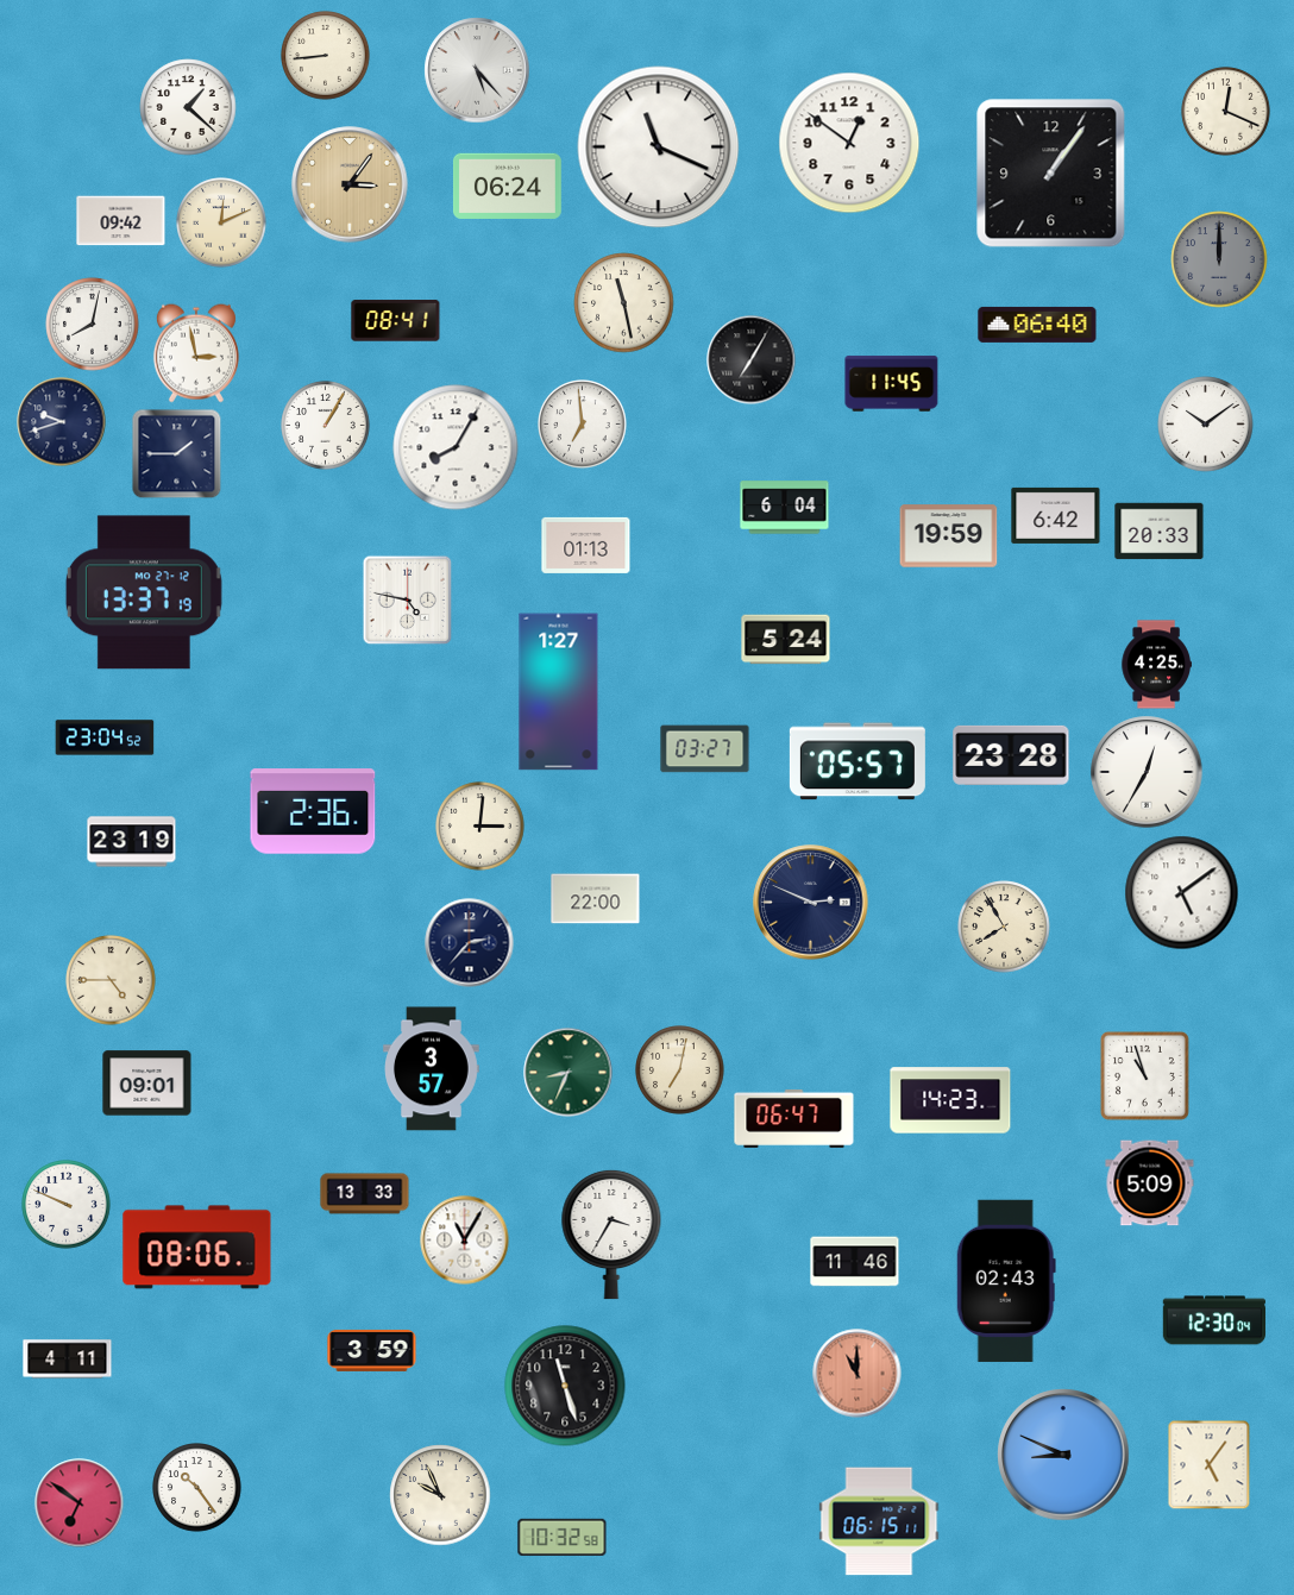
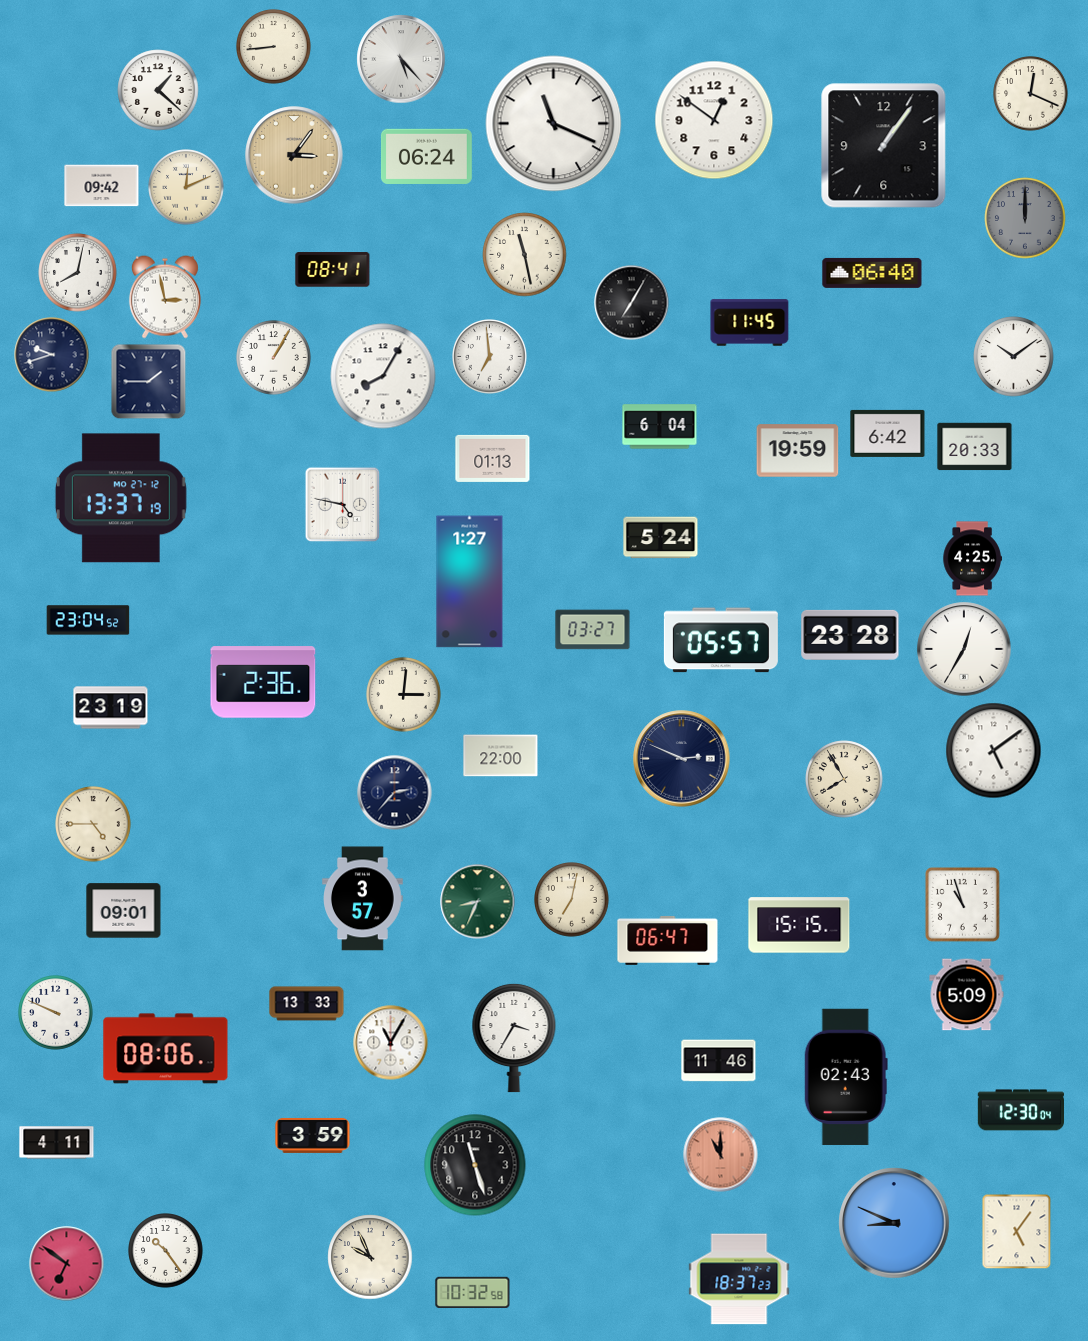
clock at (950, 1100): 14:23 -> 15:15
clock at (879, 1521): 06:15 -> 18:37
